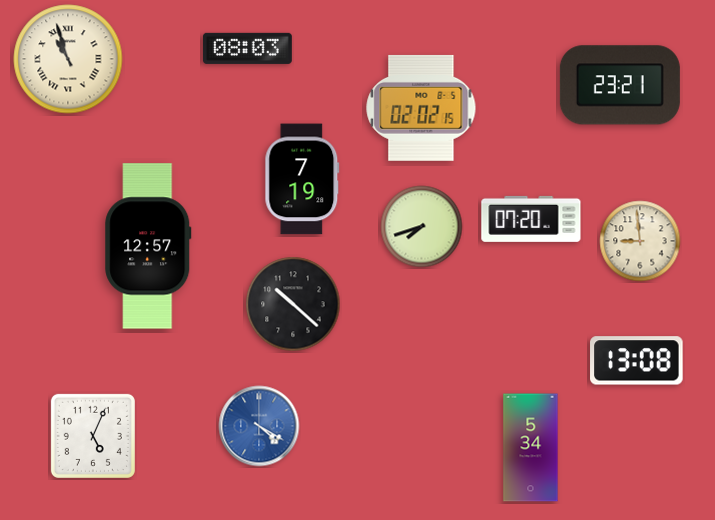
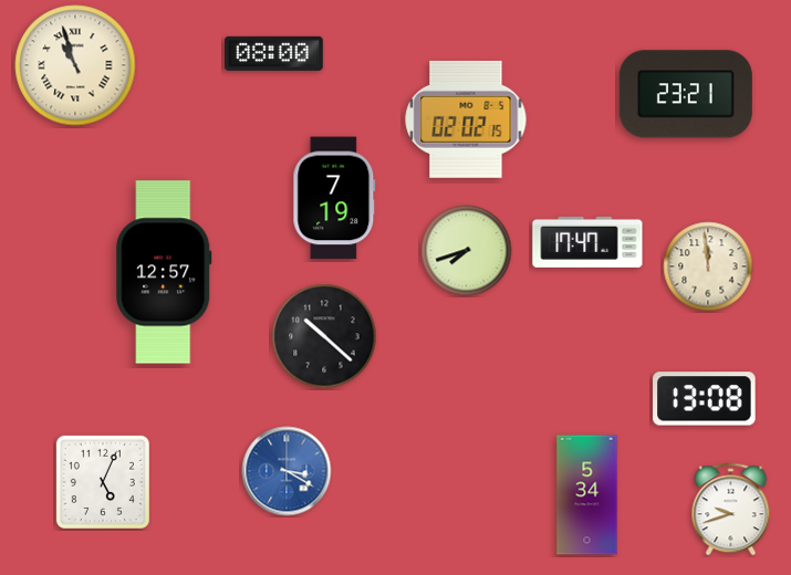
clock at (247, 48): 08:03 -> 08:00
clock at (531, 219): 07:20 -> 17:47
clock at (640, 241): 8:59 -> 11:59
clock at (259, 426): 4:20 -> 3:20
clock at (731, 510): none -> 9:42
